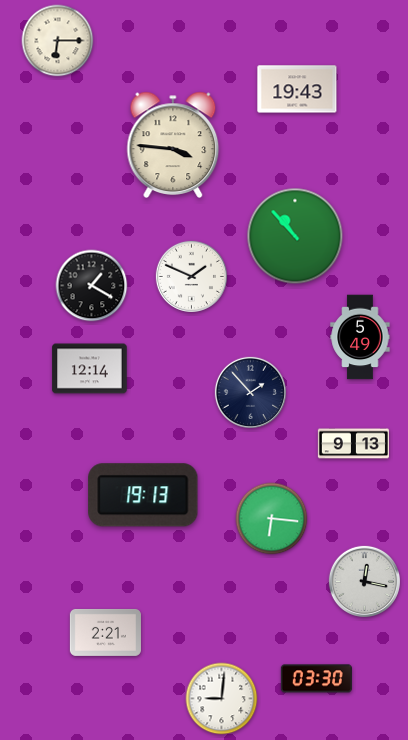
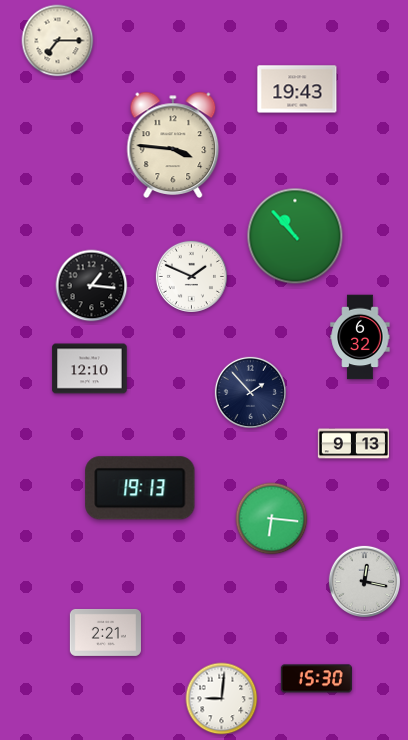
clock at (58, 41): 6:15 -> 7:15
clock at (92, 286): 1:20 -> 1:16
clock at (360, 337): 5:49 -> 6:32
clock at (90, 369): 12:14 -> 12:10
clock at (143, 495) position: (143, 495) -> (140, 488)
clock at (316, 679): 03:30 -> 15:30
